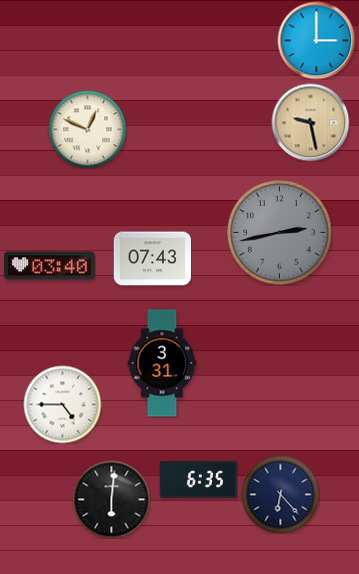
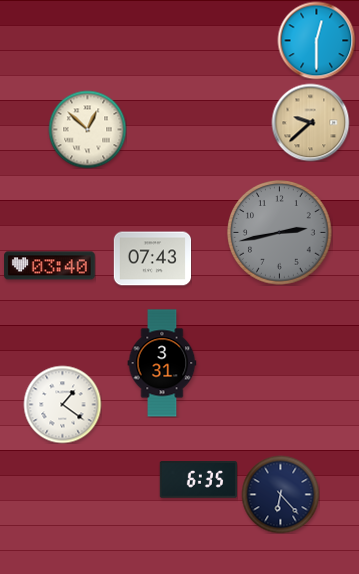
clock at (316, 40): 3:00 -> 12:30
clock at (310, 122): 9:28 -> 9:38
clock at (87, 129): 12:49 -> 12:52
clock at (62, 404): 4:45 -> 1:21
clock at (111, 499): 6:01 -> none
